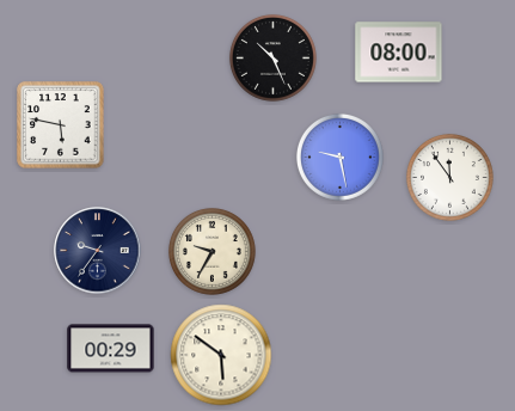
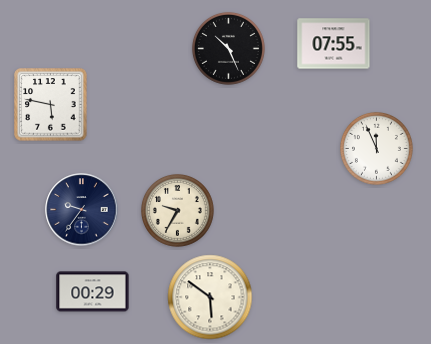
clock at (399, 53): 08:00 -> 07:55
clock at (339, 157): 9:28 -> none
clock at (449, 177): 11:54 -> 11:56
clock at (221, 355) position: (221, 355) -> (210, 297)
